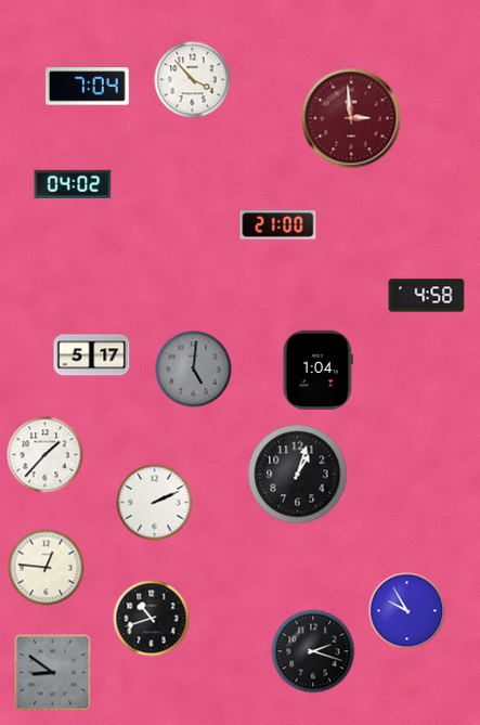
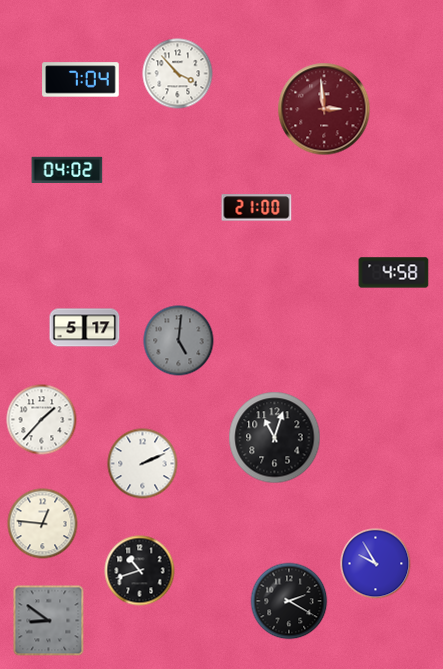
clock at (317, 371): 1:04 -> none
clock at (298, 475): 1:03 -> 11:03
clock at (313, 651): 2:18 -> 2:20
